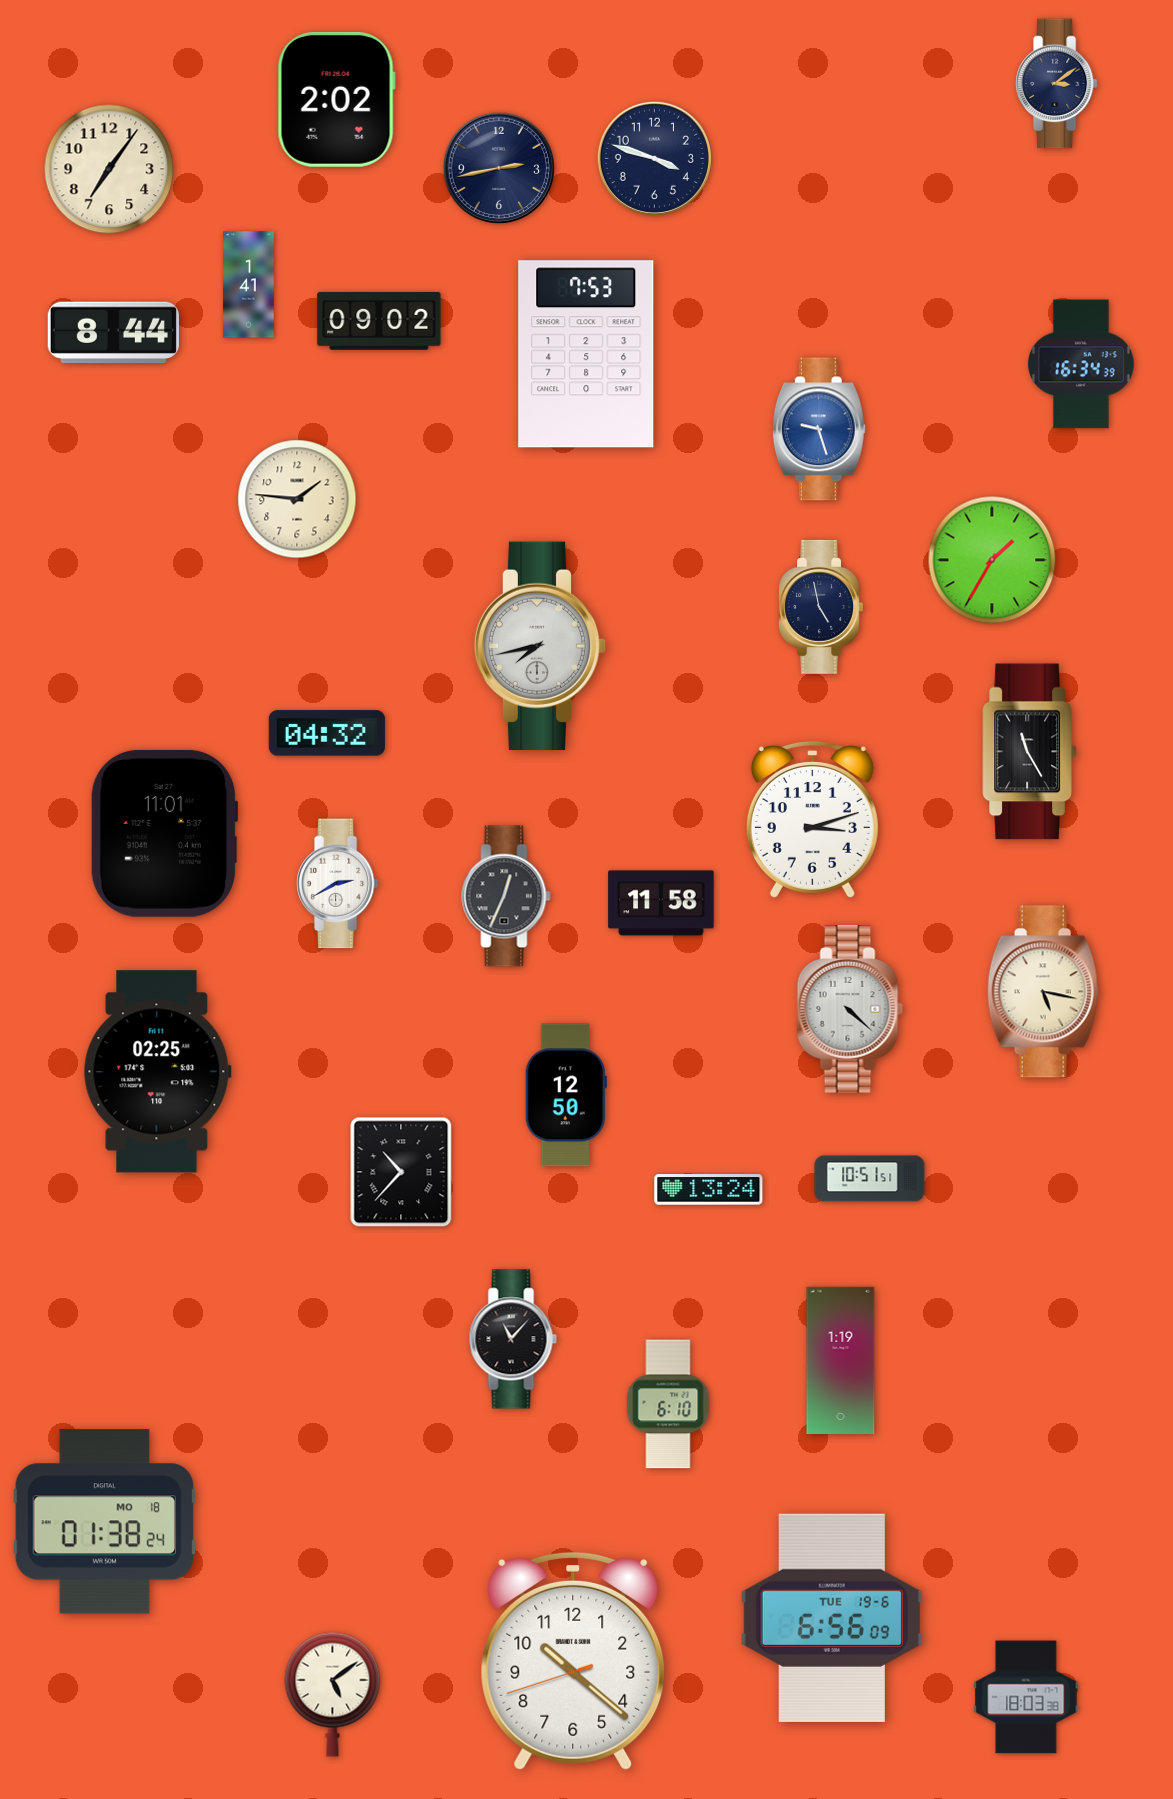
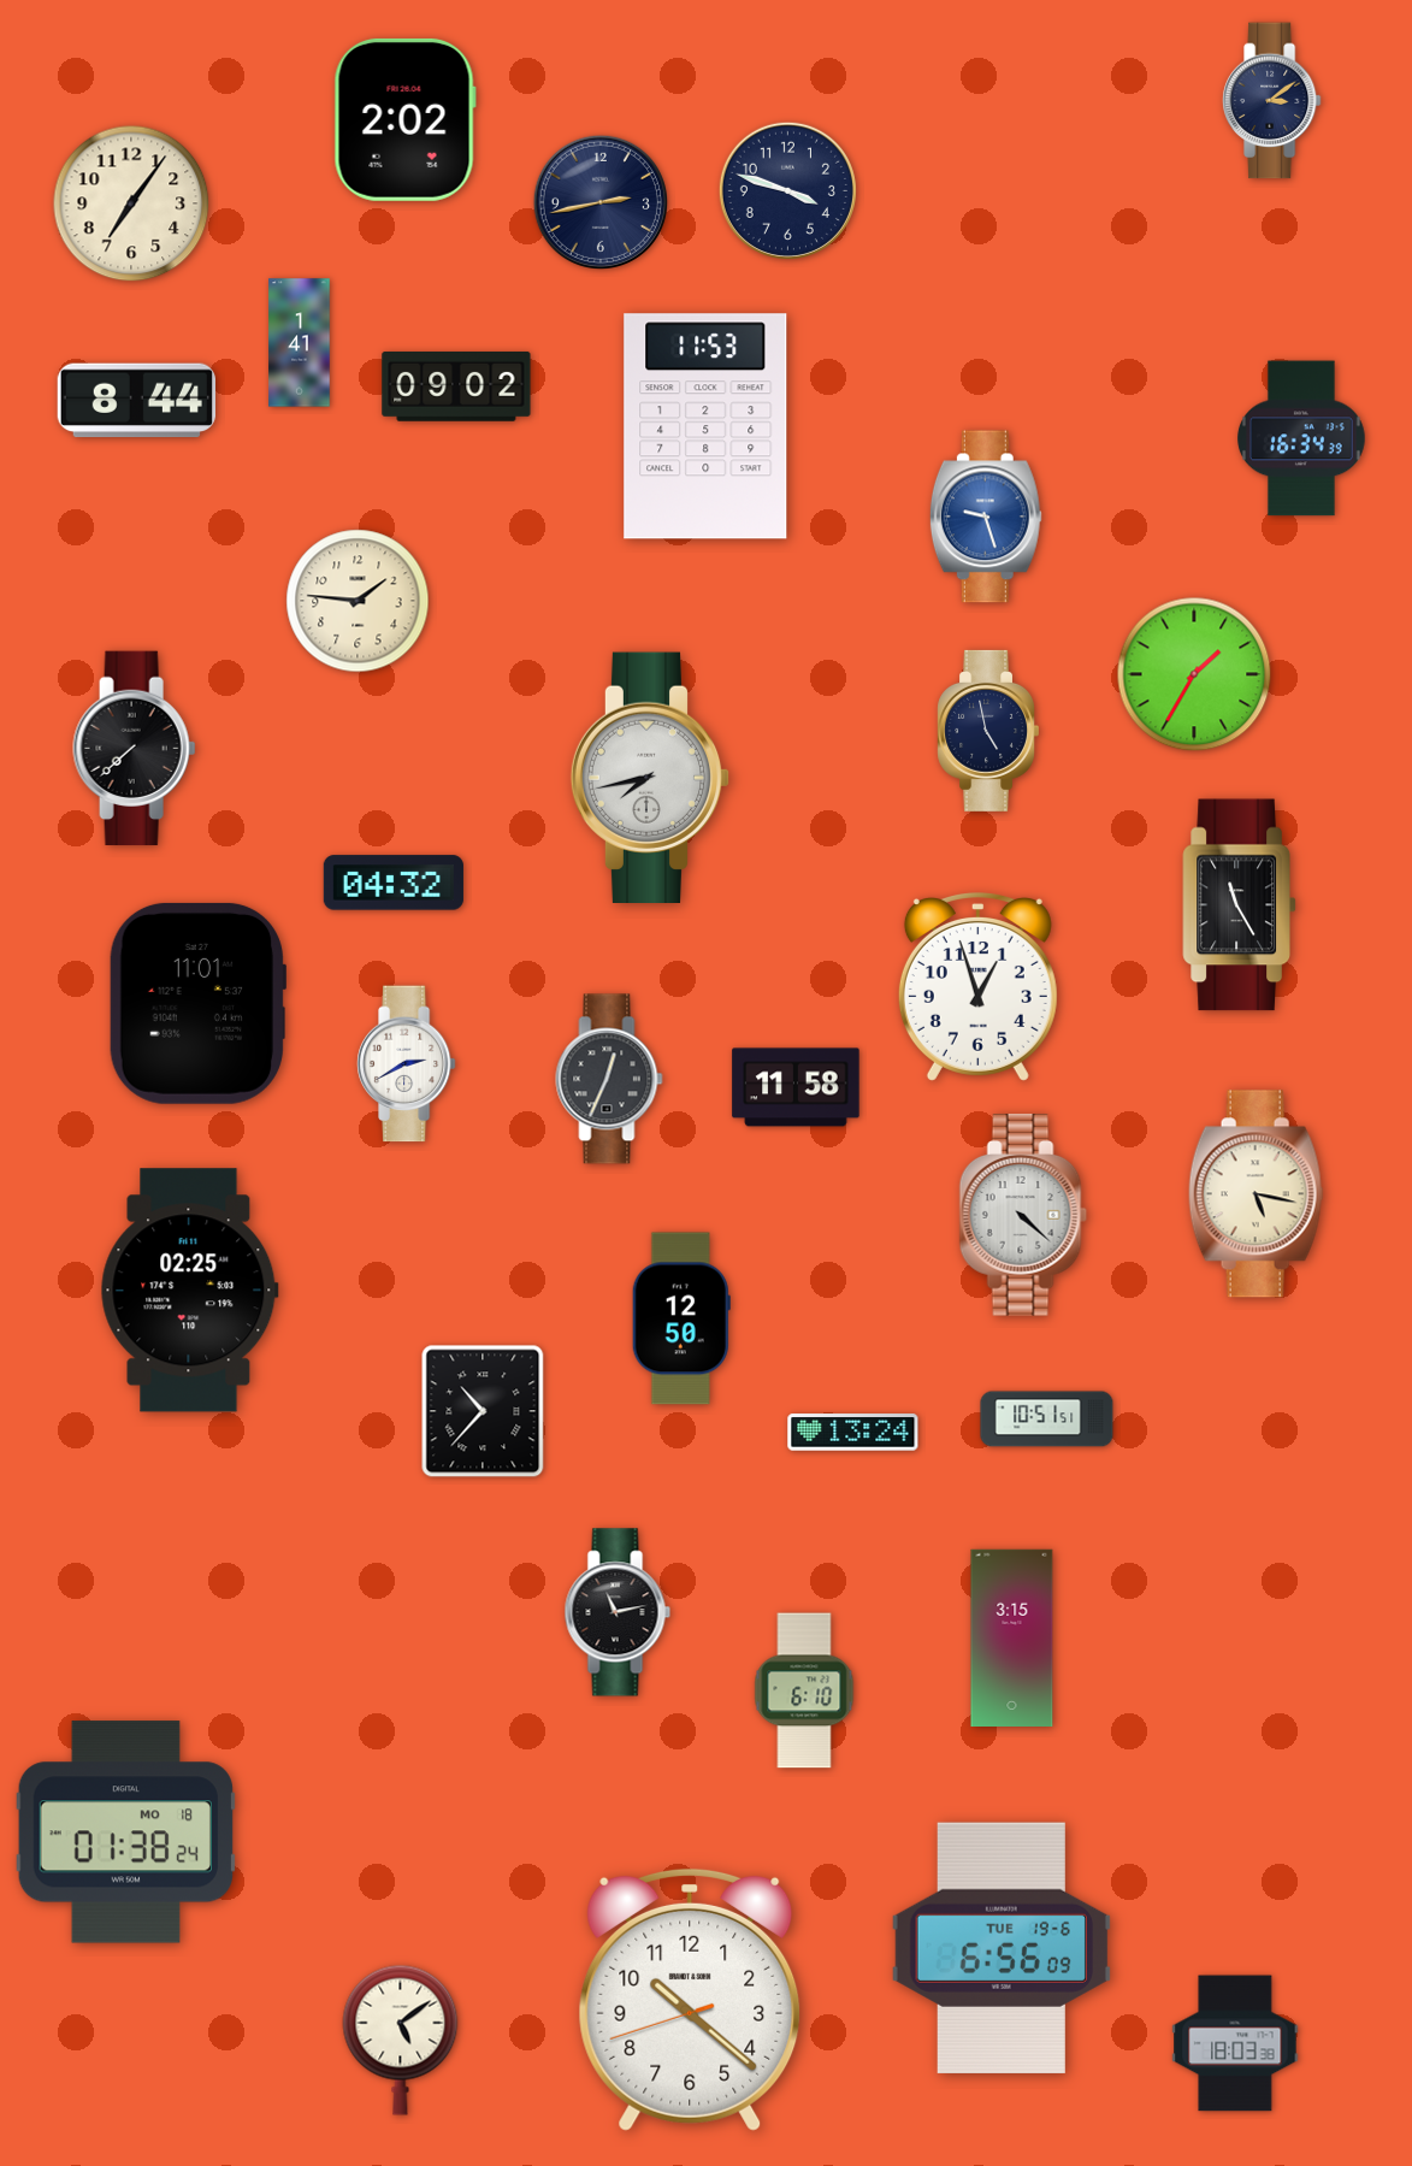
clock at (586, 354): 7:53 -> 11:53
clock at (135, 749): none -> 7:38
clock at (812, 820): 3:12 -> 12:57
clock at (513, 1339): 11:07 -> 11:13
clock at (841, 1360): 1:19 -> 3:15
